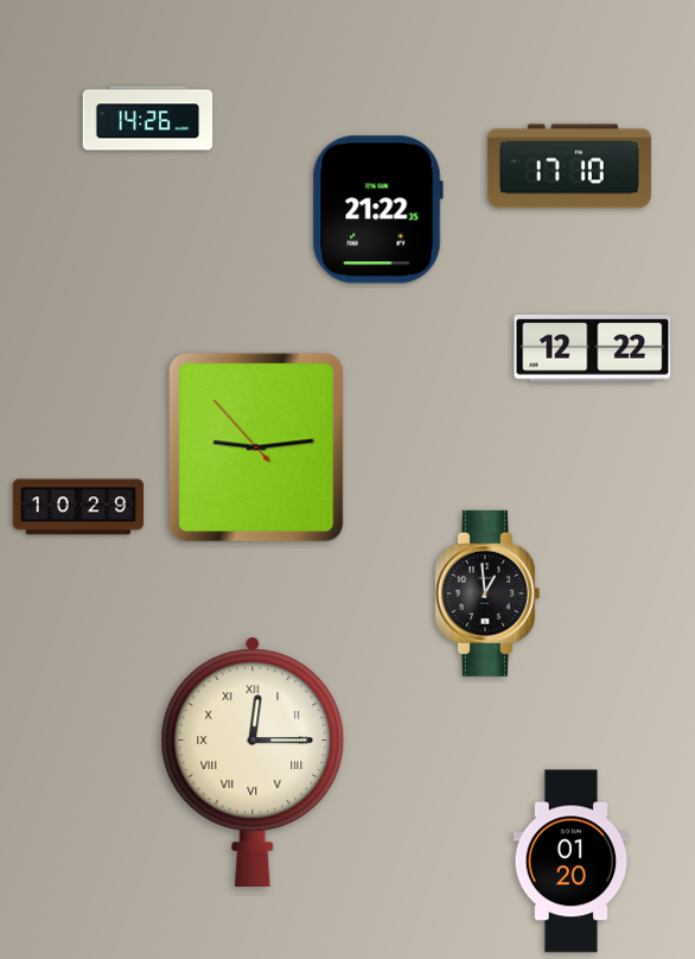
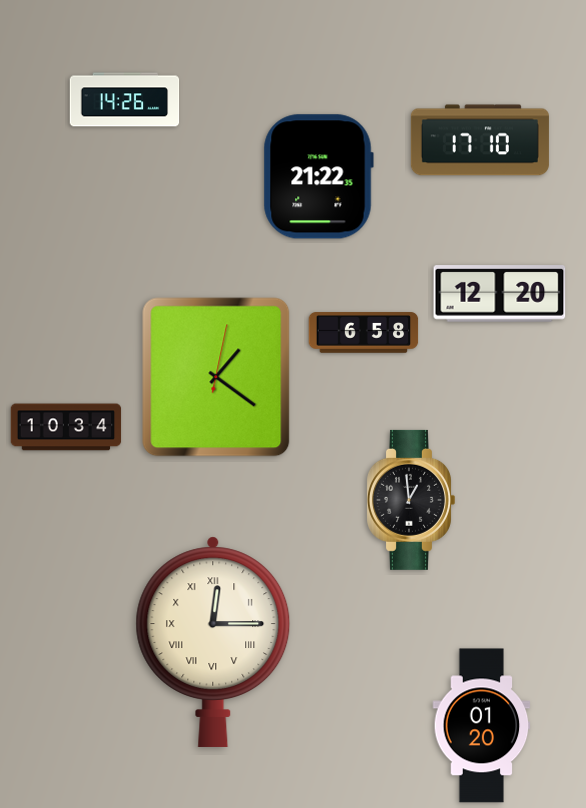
clock at (593, 349): 12:22 -> 12:20
clock at (364, 333): none -> 6:58
clock at (256, 447): 9:13 -> 1:21
clock at (78, 507): 10:29 -> 10:34
